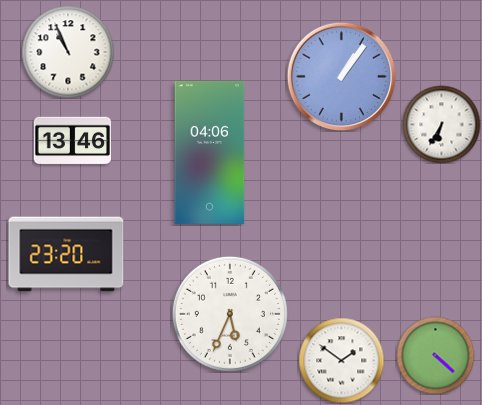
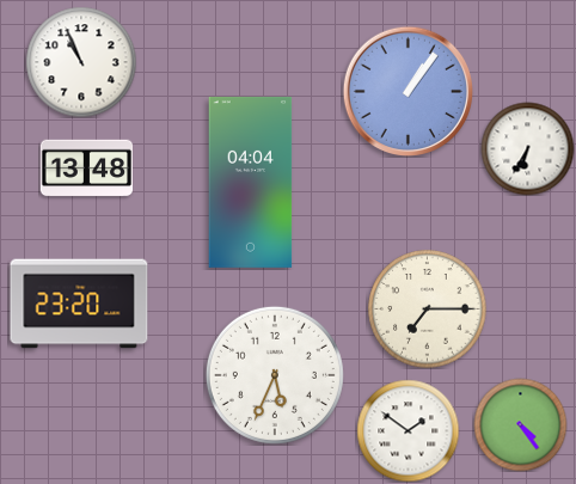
clock at (72, 141): 13:46 -> 13:48
clock at (210, 152): 04:06 -> 04:04
clock at (428, 310): none -> 7:15
clock at (435, 355): 4:22 -> 4:24
